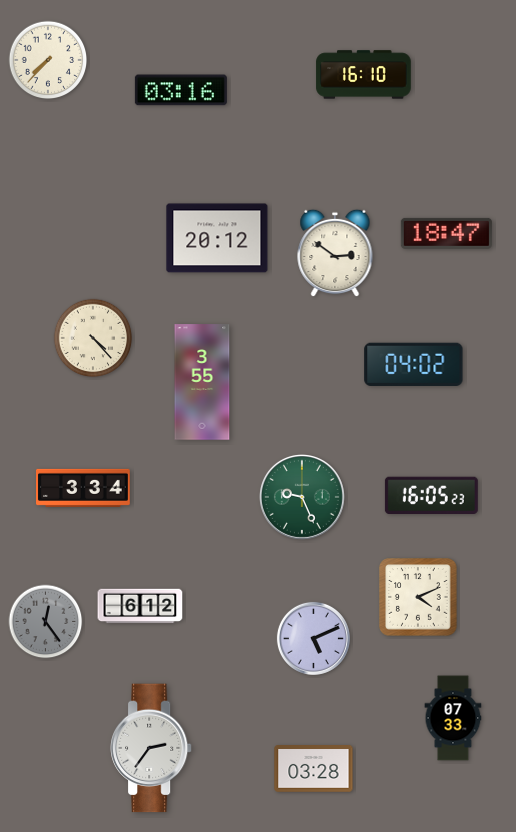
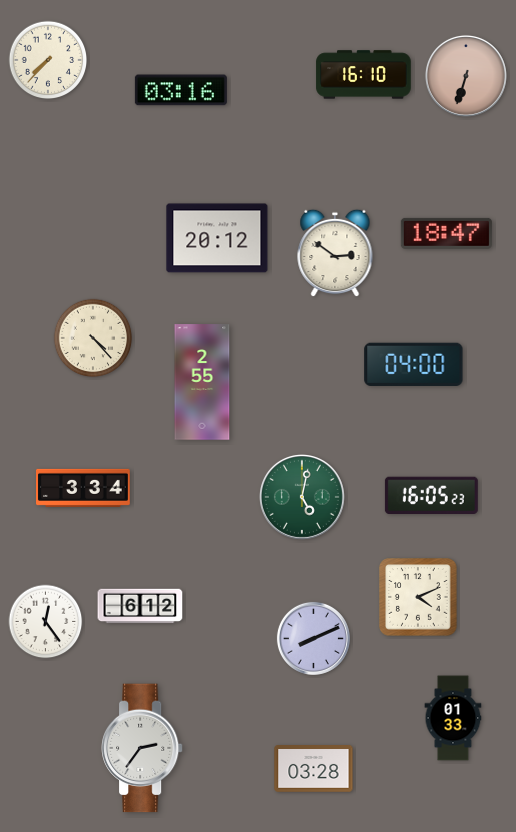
clock at (466, 76): none -> 6:33
clock at (414, 364): 04:02 -> 04:00
clock at (202, 382): 3:55 -> 2:55
clock at (302, 497): 9:26 -> 5:02
clock at (46, 622) dial: grey -> white
clock at (313, 638): 5:11 -> 8:11
clock at (453, 718): 07:33 -> 01:33
clock at (151, 748) position: (151, 748) -> (142, 748)
